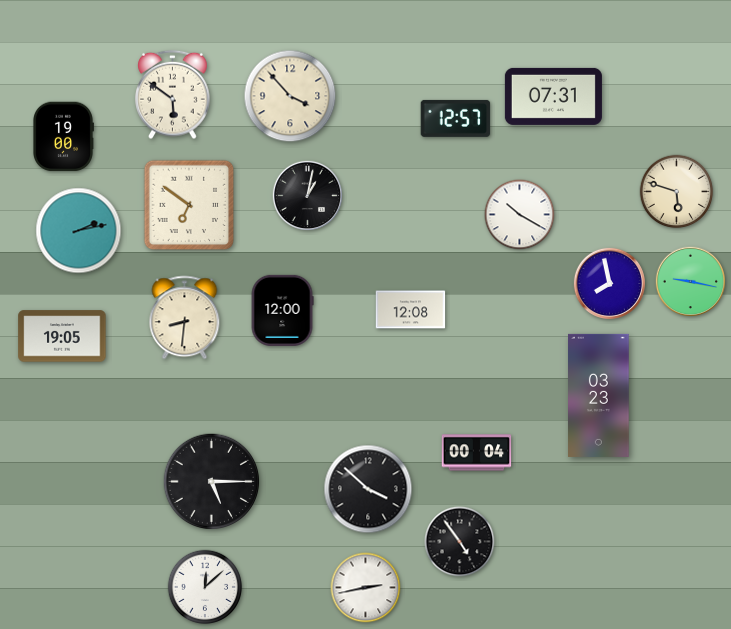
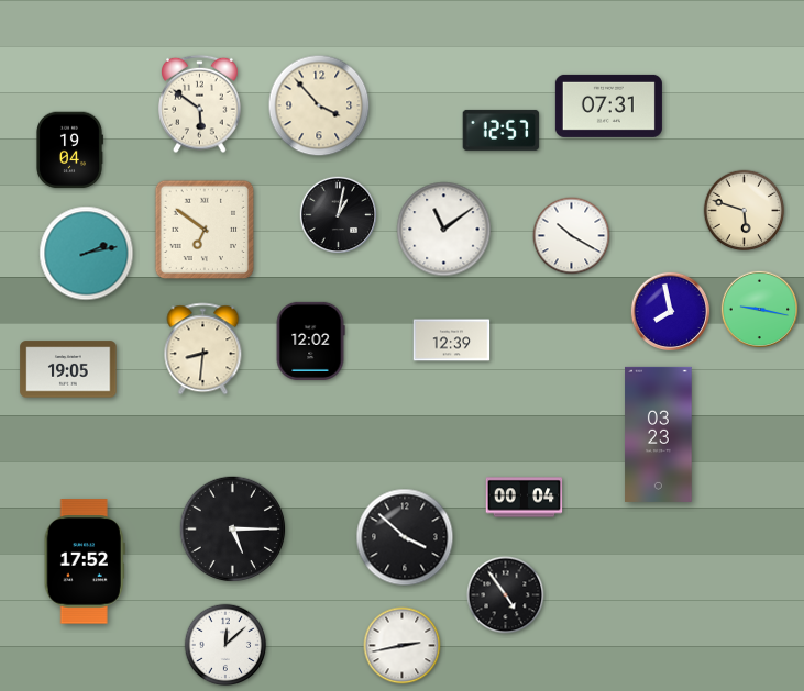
clock at (173, 95) position: (173, 95) -> (200, 104)
clock at (64, 137): 19:00 -> 19:04
clock at (189, 205) position: (189, 205) -> (205, 230)
clock at (444, 230): none -> 11:09
clock at (282, 310): 12:00 -> 12:02
clock at (411, 310): 12:08 -> 12:39
clock at (85, 561): none -> 17:52
